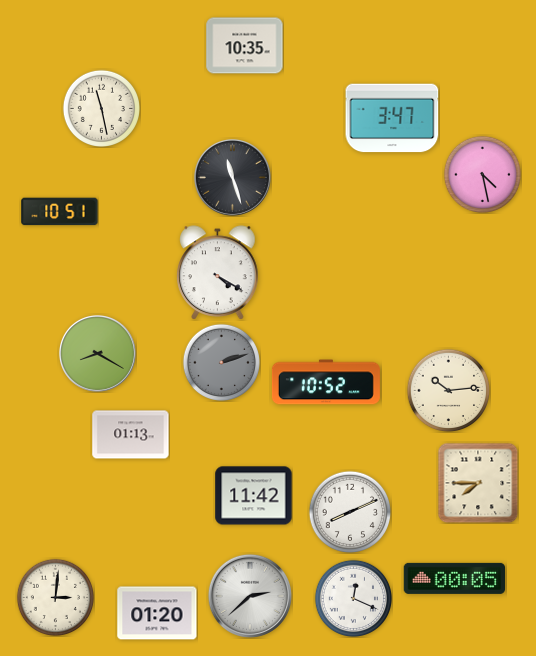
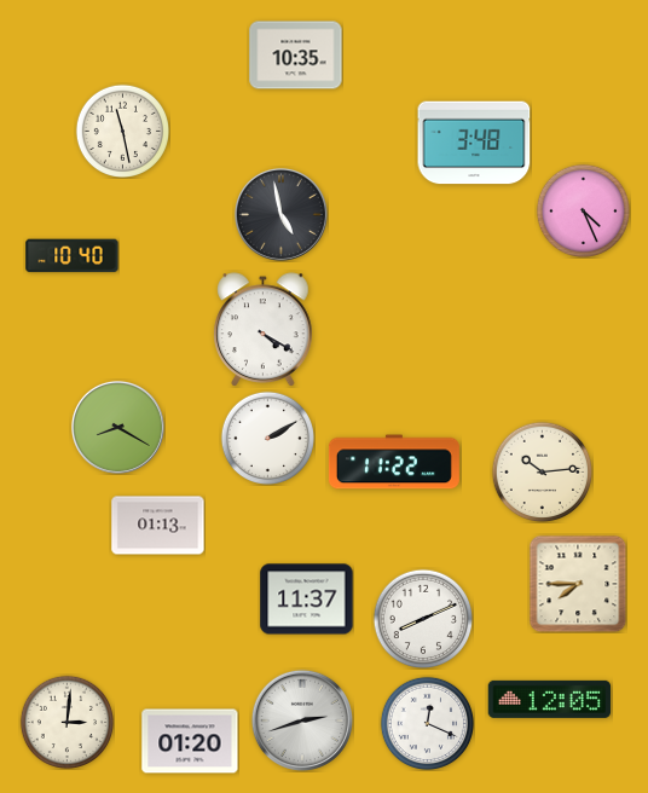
clock at (392, 118): 3:47 -> 3:48
clock at (482, 174): 4:28 -> 4:26
clock at (232, 177): 11:27 -> 4:58
clock at (60, 212): 10:51 -> 10:40
clock at (221, 362): 2:12 -> 2:10
clock at (221, 362) dial: grey -> white
clock at (326, 382): 10:52 -> 11:22
clock at (254, 496): 11:42 -> 11:37
clock at (454, 578): 00:05 -> 12:05
clock at (250, 596): 2:38 -> 2:42
